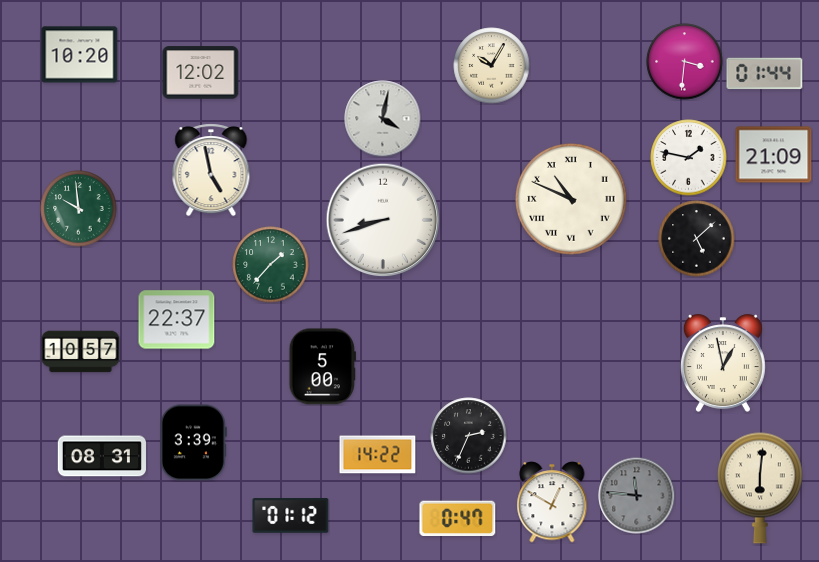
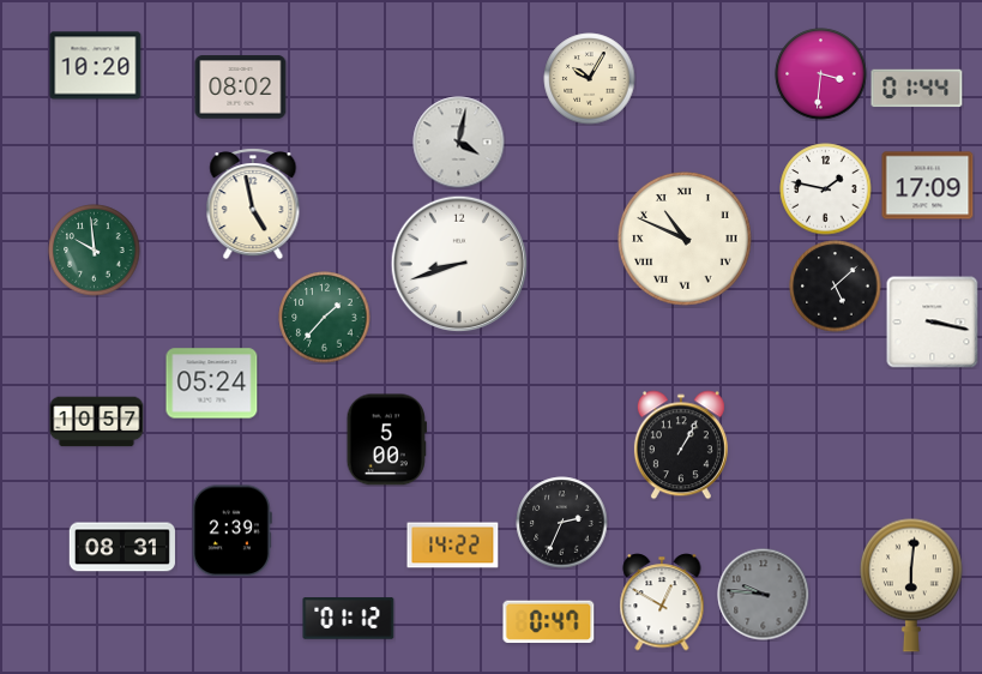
clock at (201, 73): 12:02 -> 08:02
clock at (774, 155): 21:09 -> 17:09
clock at (933, 323): none -> 3:17
clock at (177, 320): 22:37 -> 05:24
clock at (723, 363): 12:58 -> none
clock at (681, 445): none -> 1:05
clock at (193, 443): 3:39 -> 2:39
clock at (637, 496): 11:46 -> 9:46
